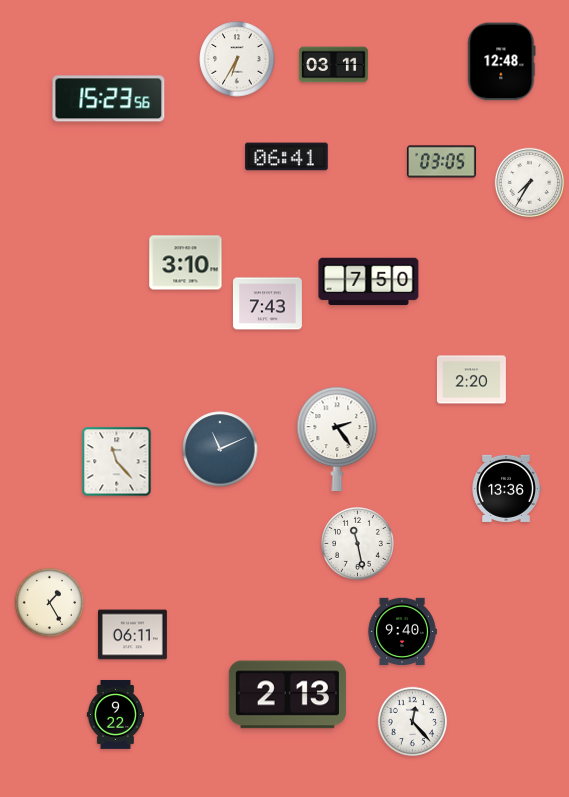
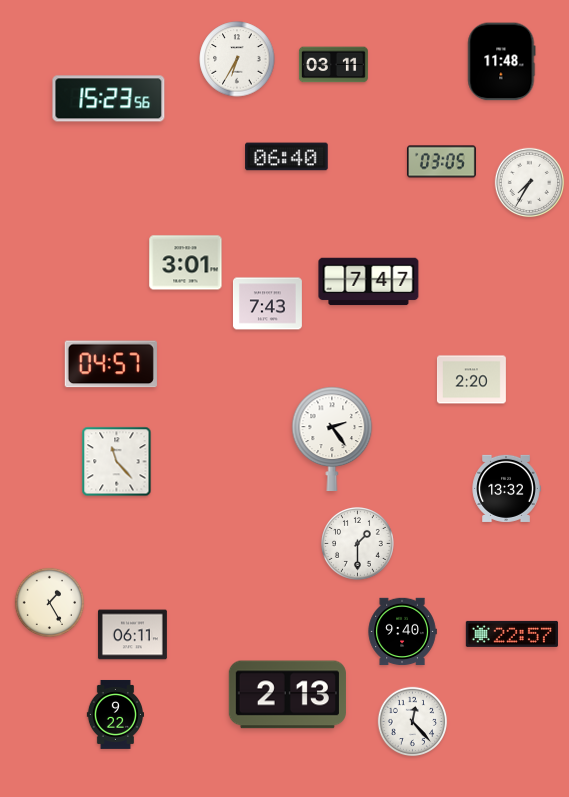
clock at (502, 62): 12:48 -> 11:48
clock at (287, 157): 06:41 -> 06:40
clock at (186, 263): 3:10 -> 3:01
clock at (369, 282): 7:50 -> 7:47
clock at (111, 364): none -> 04:57
clock at (337, 438) position: (337, 438) -> (332, 438)
clock at (220, 449): 11:11 -> none
clock at (506, 488): 13:36 -> 13:32
clock at (358, 544): 11:28 -> 1:30
clock at (512, 634): none -> 22:57
